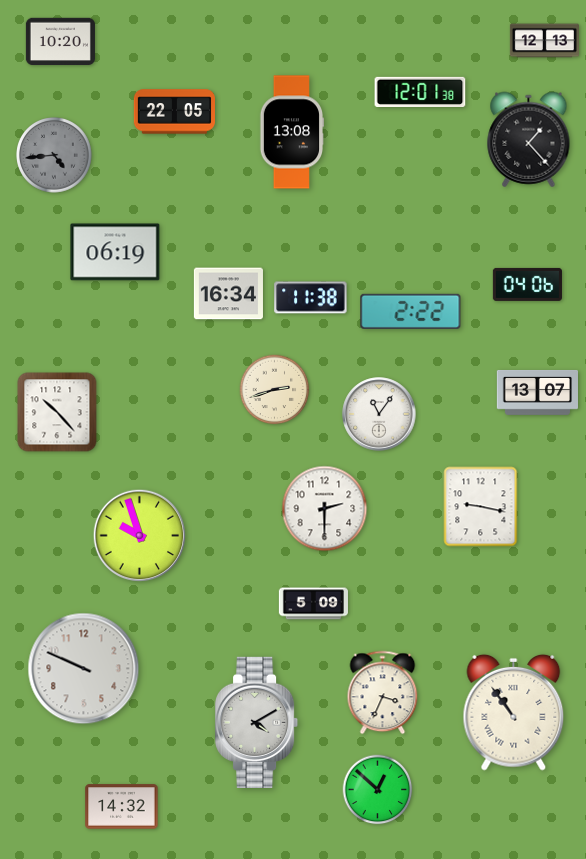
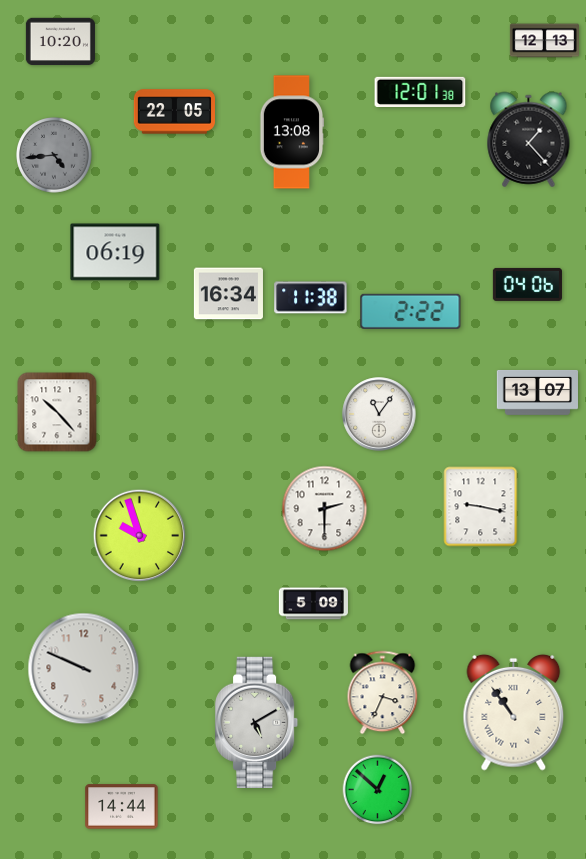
clock at (275, 390): 2:42 -> none
clock at (258, 722): 4:10 -> 5:10
clock at (122, 807): 14:32 -> 14:44
